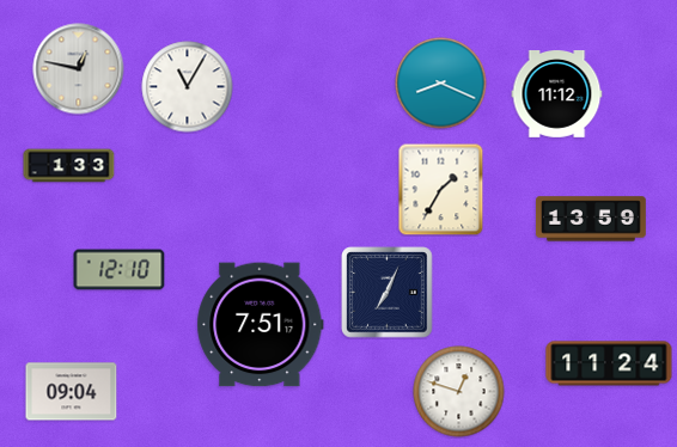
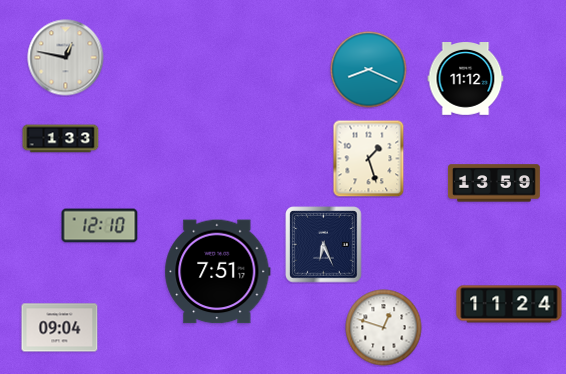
clock at (188, 87): 11:05 -> none
clock at (69, 166) position: (69, 166) -> (61, 139)
clock at (441, 189): 1:35 -> 1:27
clock at (388, 293): 7:04 -> 6:26
